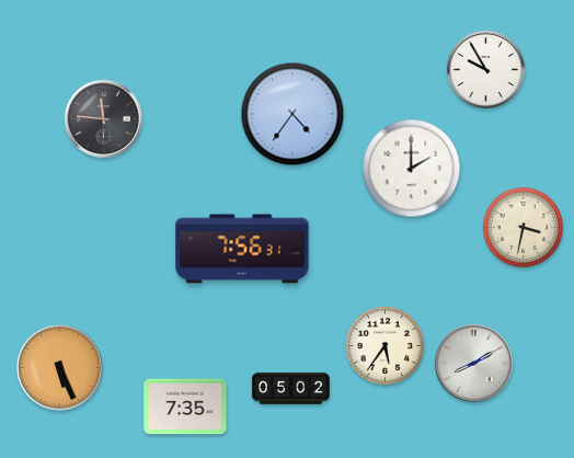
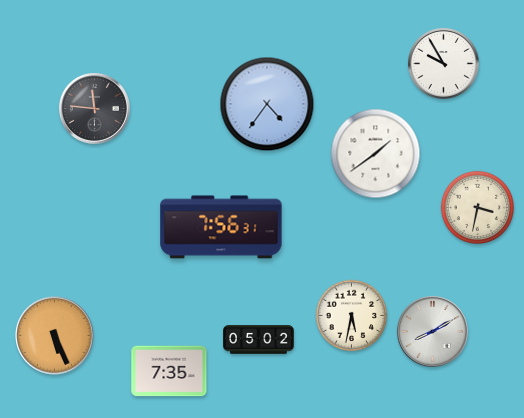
clock at (412, 169): 2:00 -> 1:39
clock at (386, 346): 5:36 -> 5:32
clock at (291, 389) position: (291, 389) -> (259, 340)
